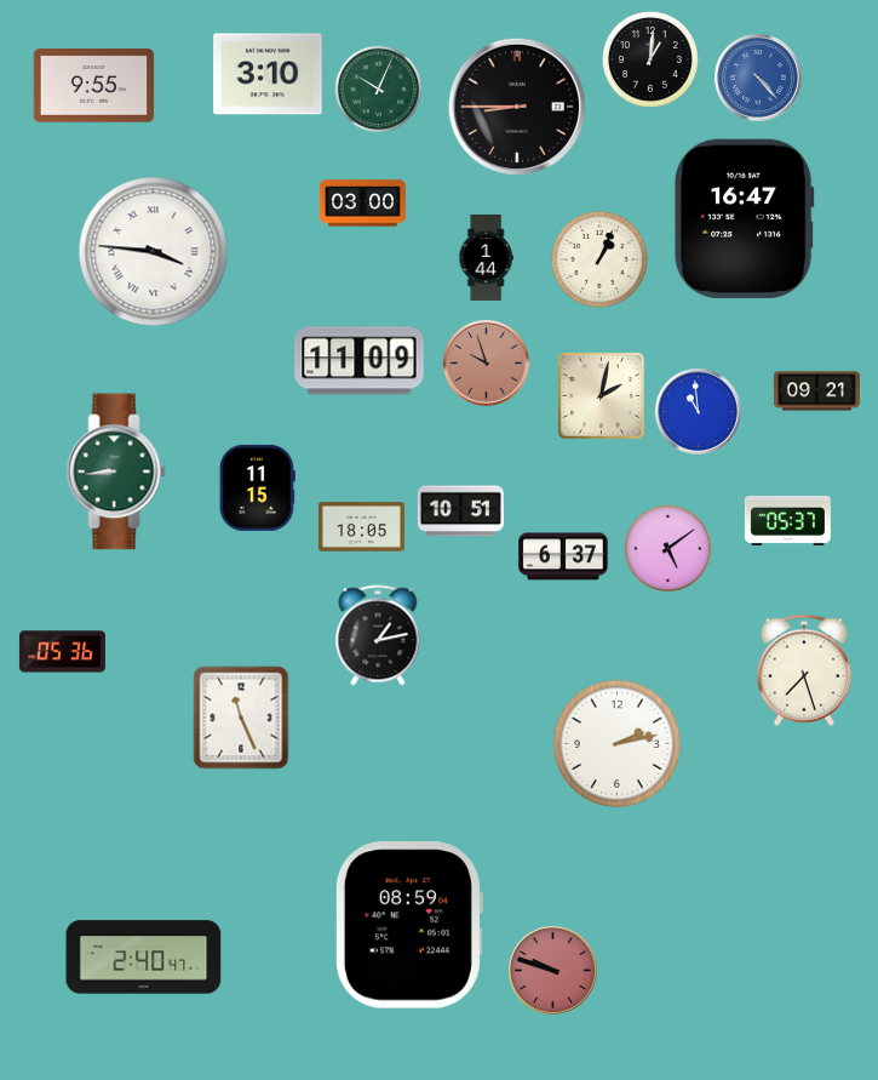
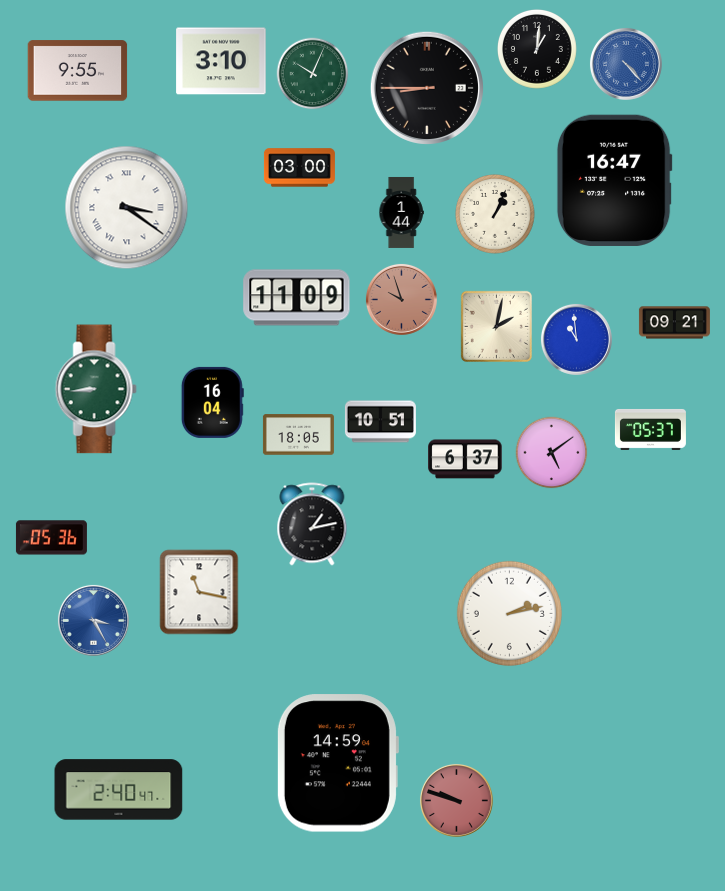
clock at (154, 252): 3:46 -> 3:21
clock at (257, 487): 11:15 -> 16:04
clock at (803, 670): 7:27 -> none
clock at (241, 718): 11:26 -> 11:17
clock at (93, 620): none -> 3:25
clock at (408, 925): 08:59 -> 14:59
